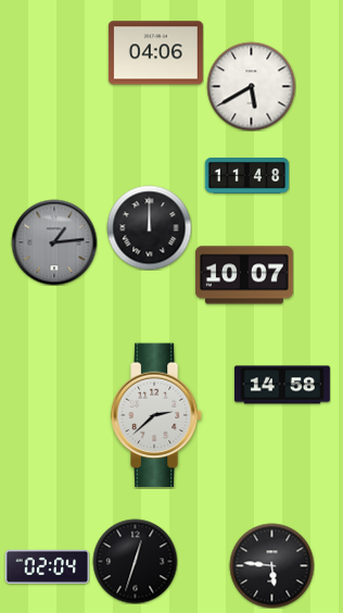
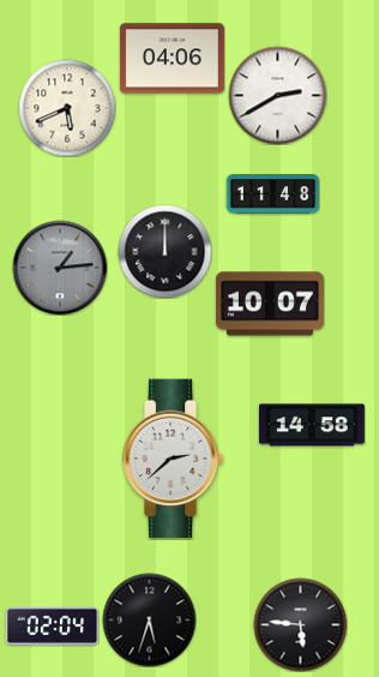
clock at (251, 86): 5:40 -> 2:40
clock at (67, 108): none -> 5:41
clock at (135, 561): 12:33 -> 5:33
